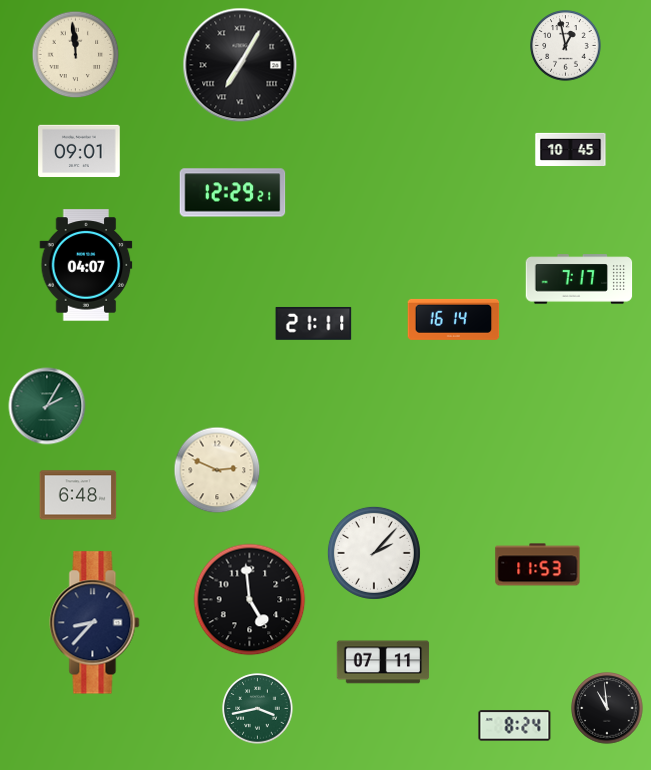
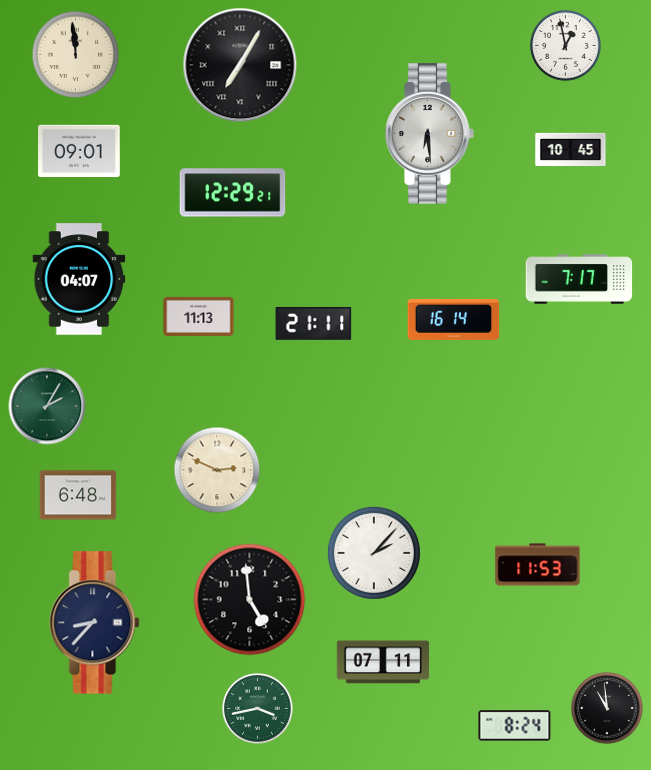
clock at (430, 134): none -> 6:29
clock at (86, 265) position: (86, 265) -> (79, 279)
clock at (199, 316): none -> 11:13
